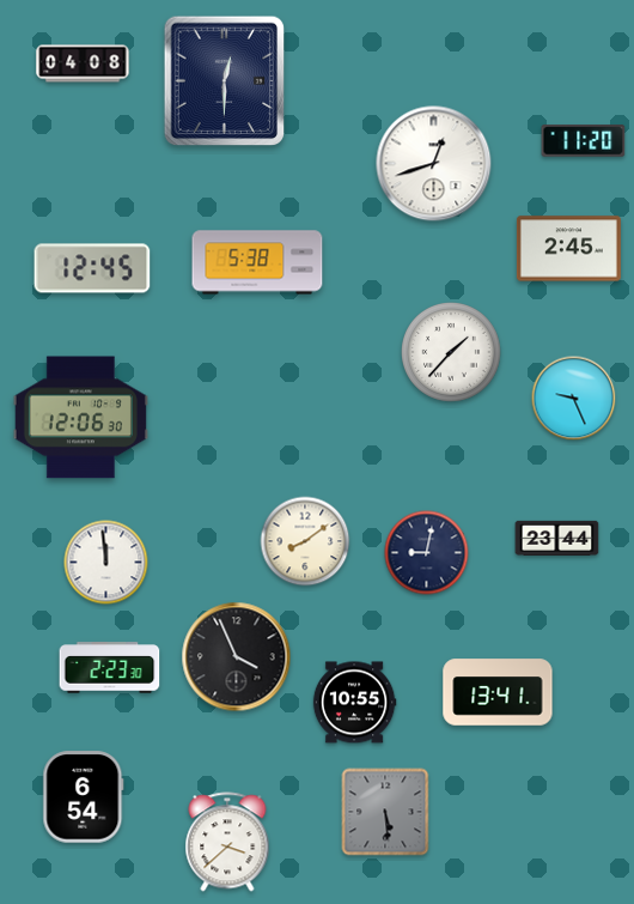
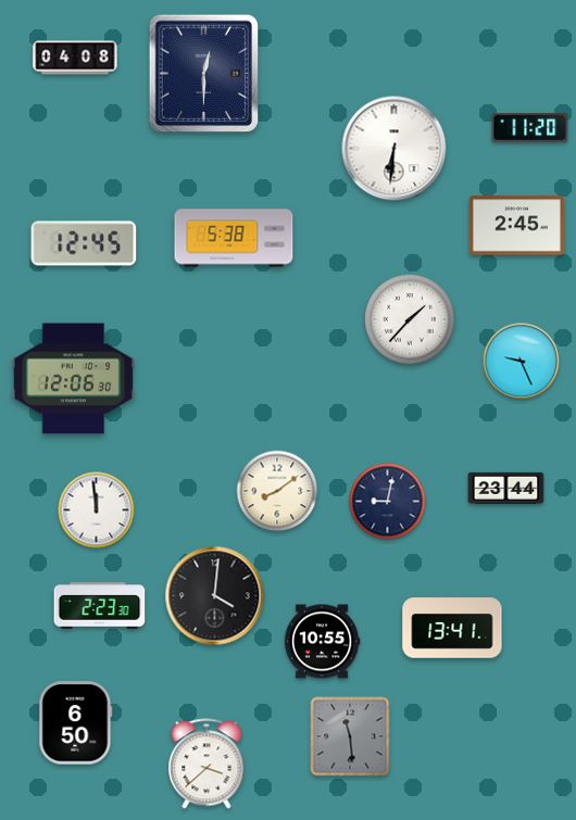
clock at (434, 164): 12:42 -> 6:31
clock at (237, 657): 3:56 -> 4:01
clock at (354, 703) position: (354, 703) -> (322, 642)
clock at (84, 797): 6:54 -> 6:50
clock at (385, 812): 5:29 -> 11:29
